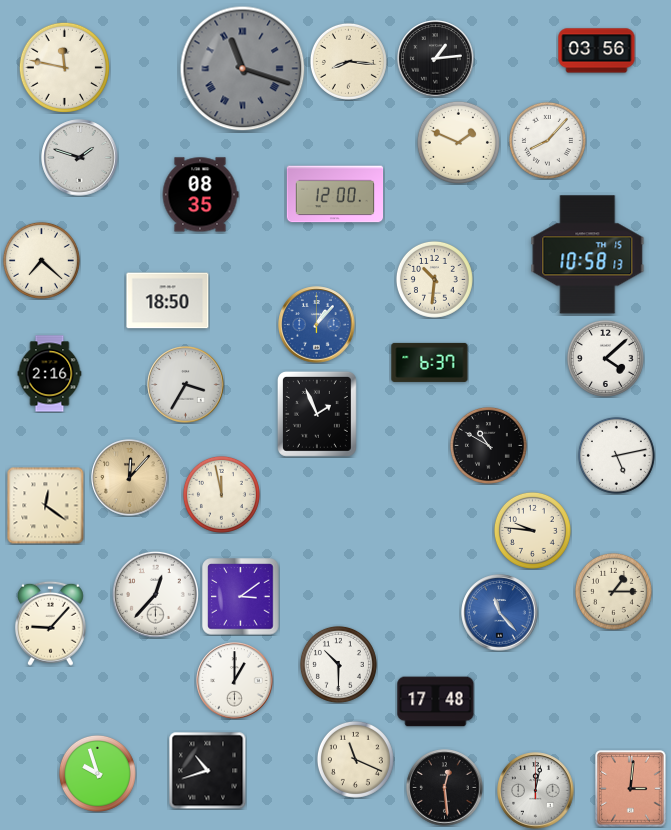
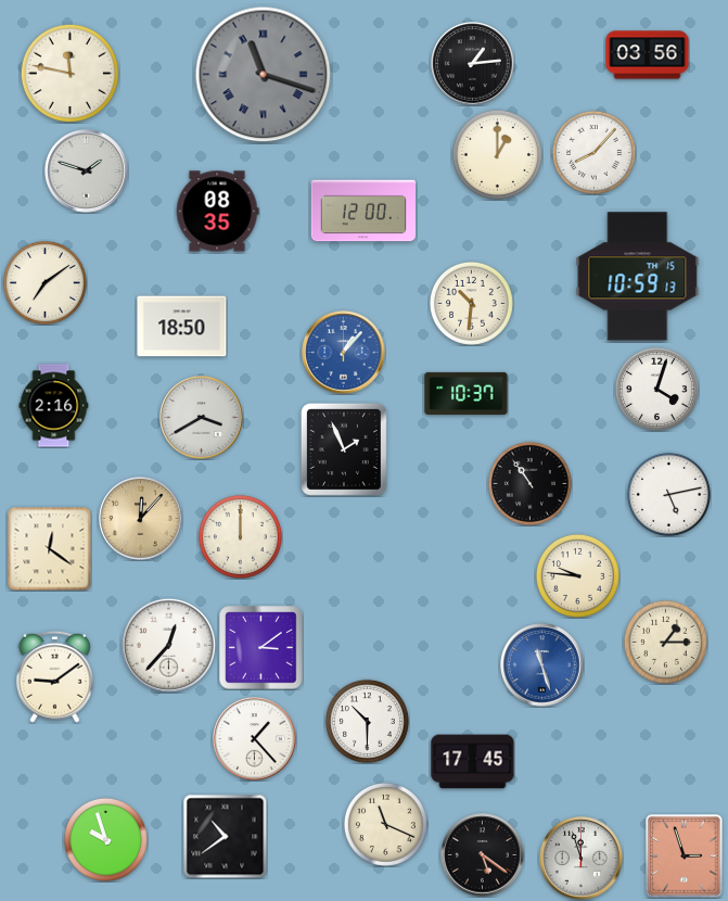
clock at (348, 61): 8:16 -> none
clock at (458, 142): 1:49 -> 1:00
clock at (588, 255): 10:58 -> 10:59
clock at (41, 260): 7:22 -> 7:09
clock at (605, 358): 4:08 -> 4:03
clock at (430, 362): 6:37 -> 10:37
clock at (186, 385): 3:35 -> 3:40
clock at (488, 445): 10:50 -> 10:54
clock at (221, 494): 11:58 -> 12:00
clock at (500, 613): 11:23 -> 11:27
clock at (50, 623): 9:07 -> 9:09
clock at (235, 681): 1:00 -> 1:23
clock at (436, 702): 17:48 -> 17:45
clock at (207, 770): 10:42 -> 10:39
clock at (445, 788): 12:29 -> 5:21
clock at (631, 789): 3:01 -> 2:57
clock at (536, 791): 12:02 -> 11:57
